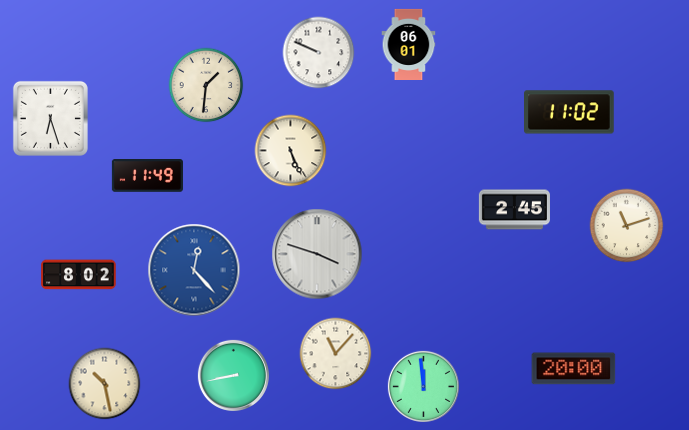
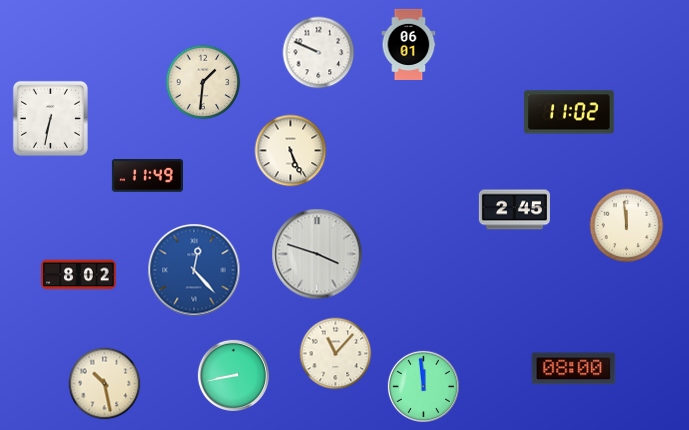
clock at (206, 85) position: (206, 85) -> (203, 82)
clock at (50, 118): 6:27 -> 6:32
clock at (627, 226): 11:12 -> 11:59
clock at (574, 369): 20:00 -> 08:00
